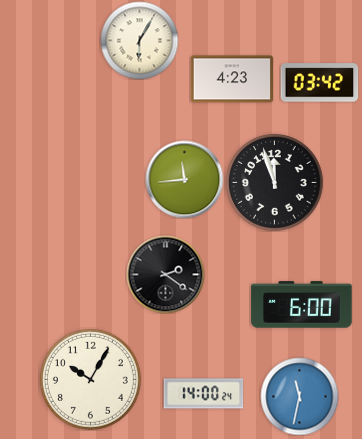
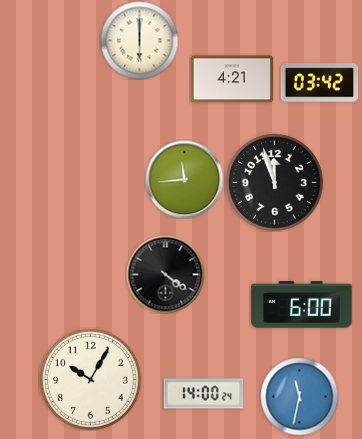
clock at (139, 40): 6:05 -> 6:00
clock at (232, 79): 4:23 -> 4:21
clock at (165, 274): 2:21 -> 4:21
